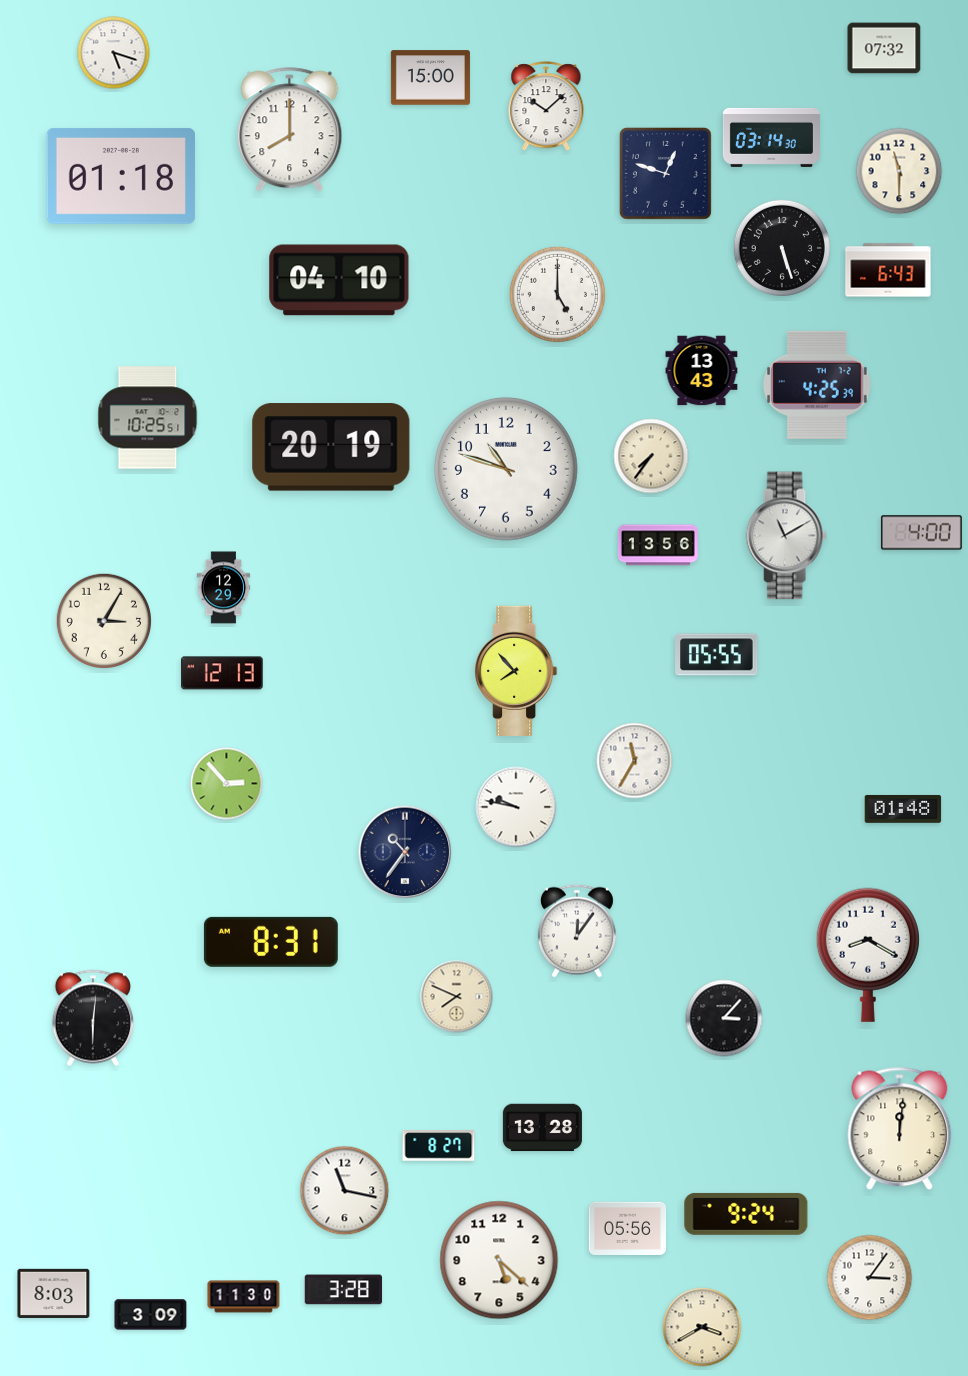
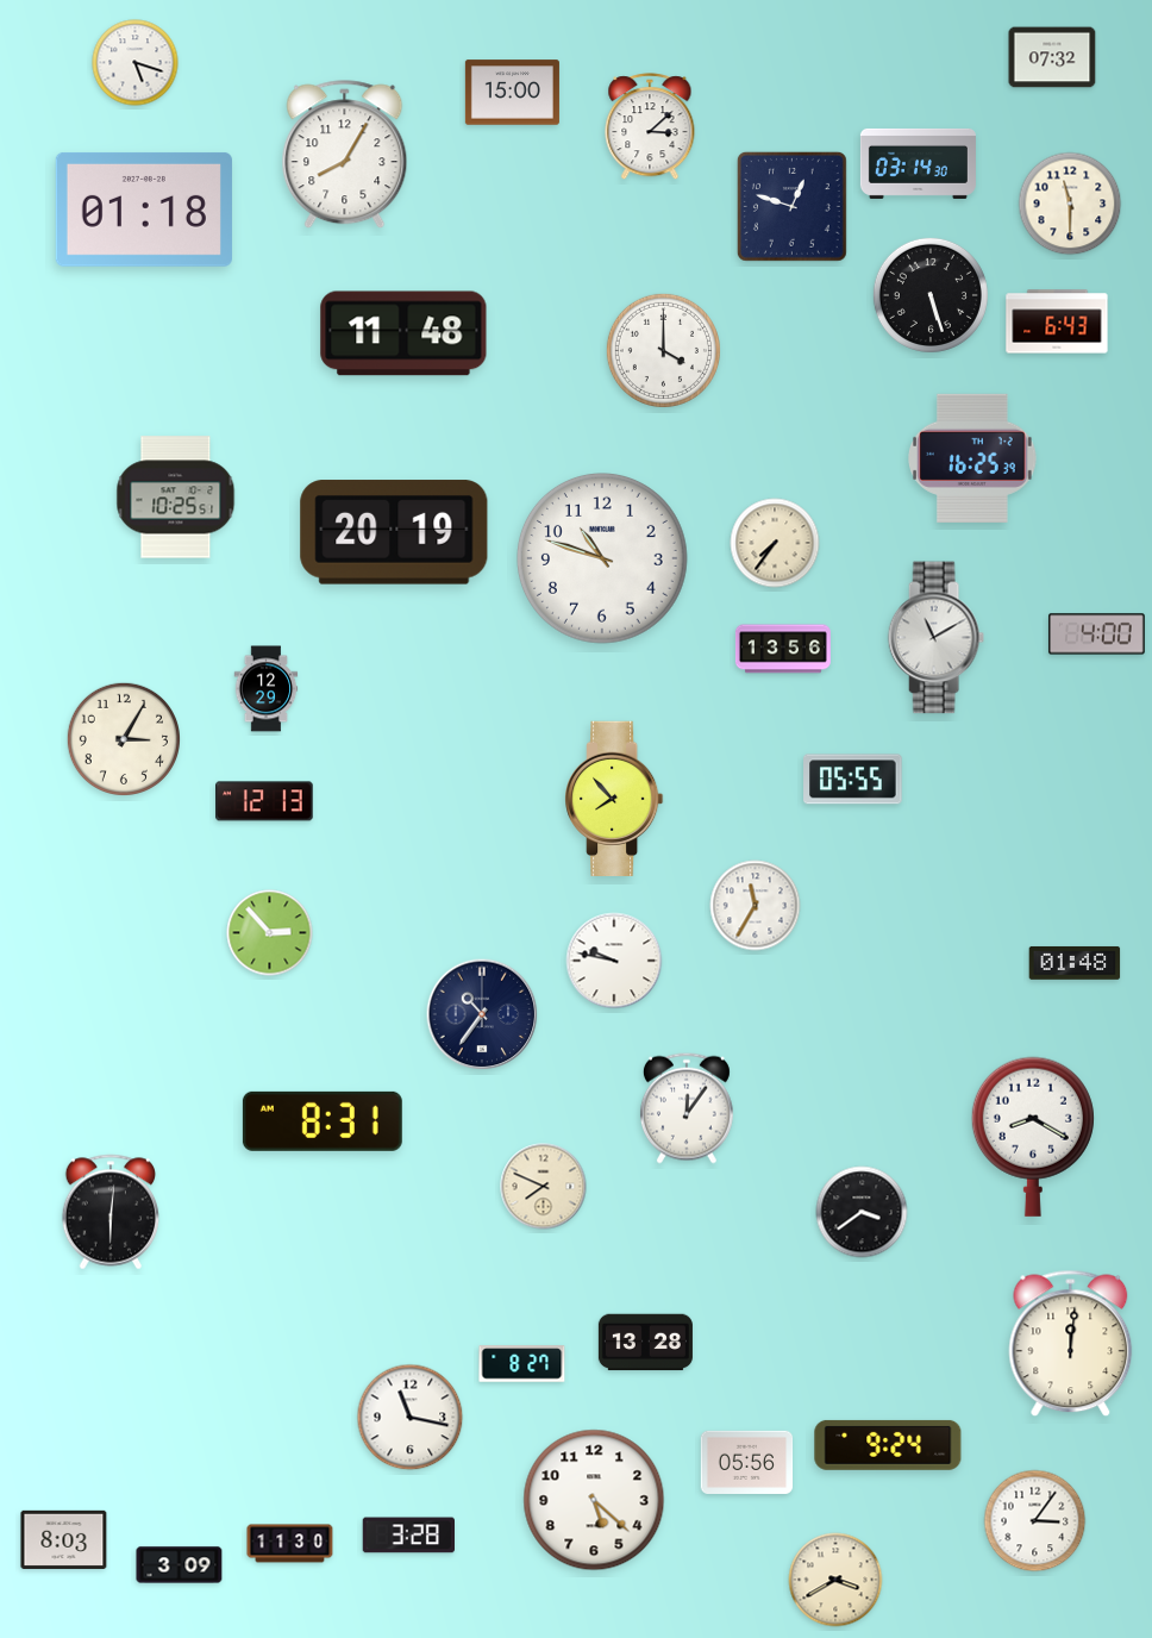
clock at (546, 107): 10:08 -> 3:08
clock at (290, 130): 8:00 -> 8:05
clock at (339, 280): 04:10 -> 11:48
clock at (557, 294): 5:00 -> 4:00
clock at (702, 371): 13:43 -> none
clock at (818, 385): 4:25 -> 16:25
clock at (224, 588) position: (224, 588) -> (267, 689)
clock at (724, 1018): 3:07 -> 3:39
